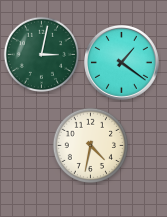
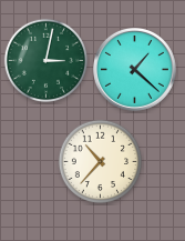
clock at (122, 63): 1:21 -> 1:22
clock at (90, 145): 4:32 -> 10:37
